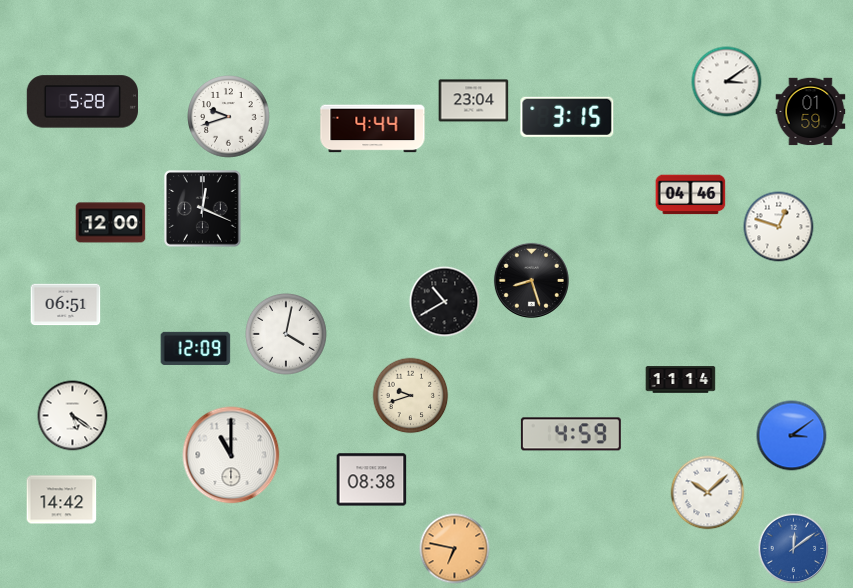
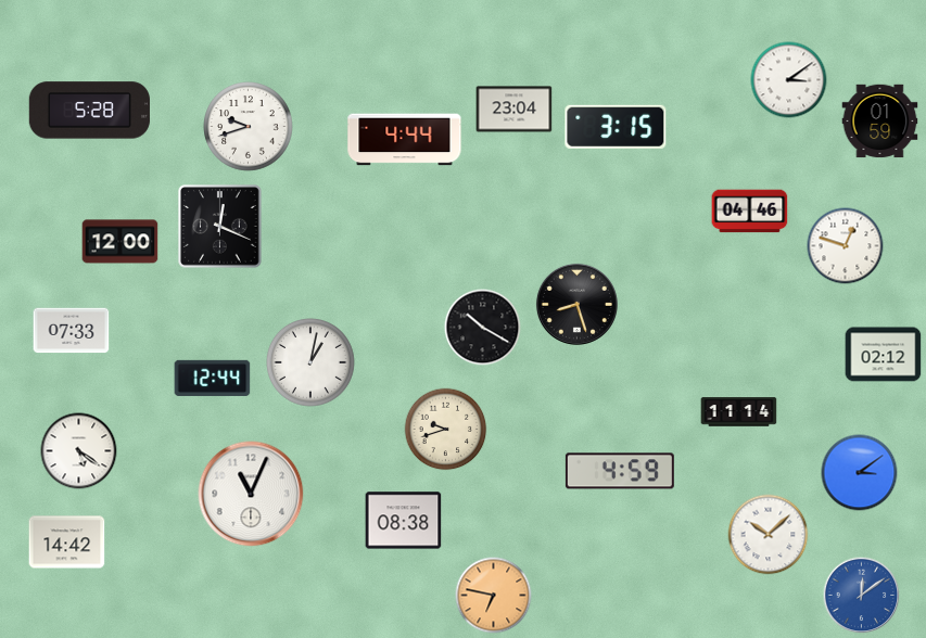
clock at (727, 82) position: (727, 82) -> (789, 80)
clock at (445, 302): 10:40 -> 10:20
clock at (66, 305): 06:51 -> 07:33
clock at (884, 355): none -> 02:12
clock at (287, 335): 4:02 -> 1:02
clock at (196, 348): 12:09 -> 12:44
clock at (231, 455): 11:00 -> 11:04
